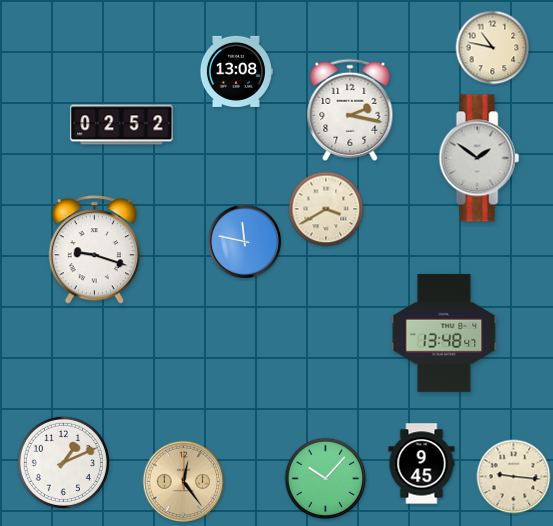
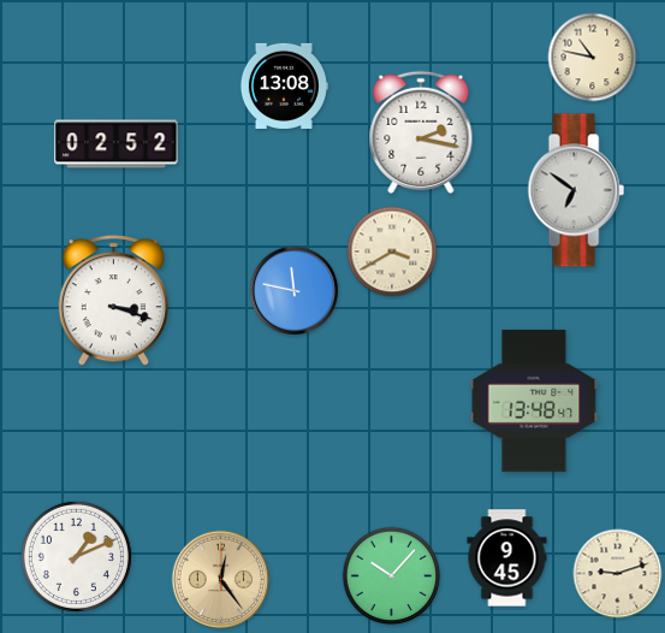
clock at (122, 125) position: (122, 125) -> (117, 144)
clock at (479, 158): 1:51 -> 6:51
clock at (94, 250): 9:18 -> 3:18
clock at (514, 477): 9:16 -> 9:12
